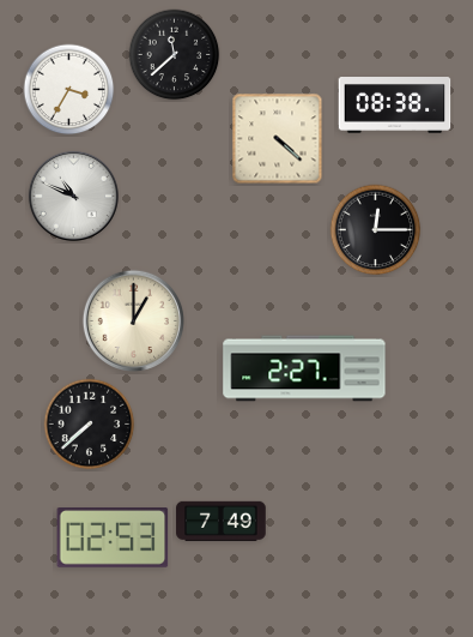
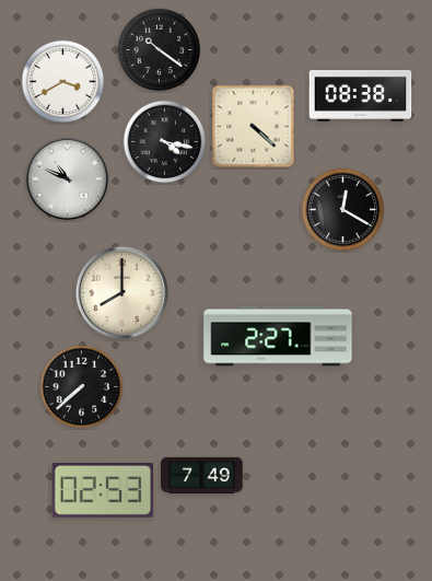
clock at (175, 55): 11:38 -> 10:21
clock at (69, 90): 3:35 -> 3:40
clock at (165, 142): none -> 4:17
clock at (376, 230): 12:15 -> 12:20
clock at (133, 320): 1:00 -> 8:00
